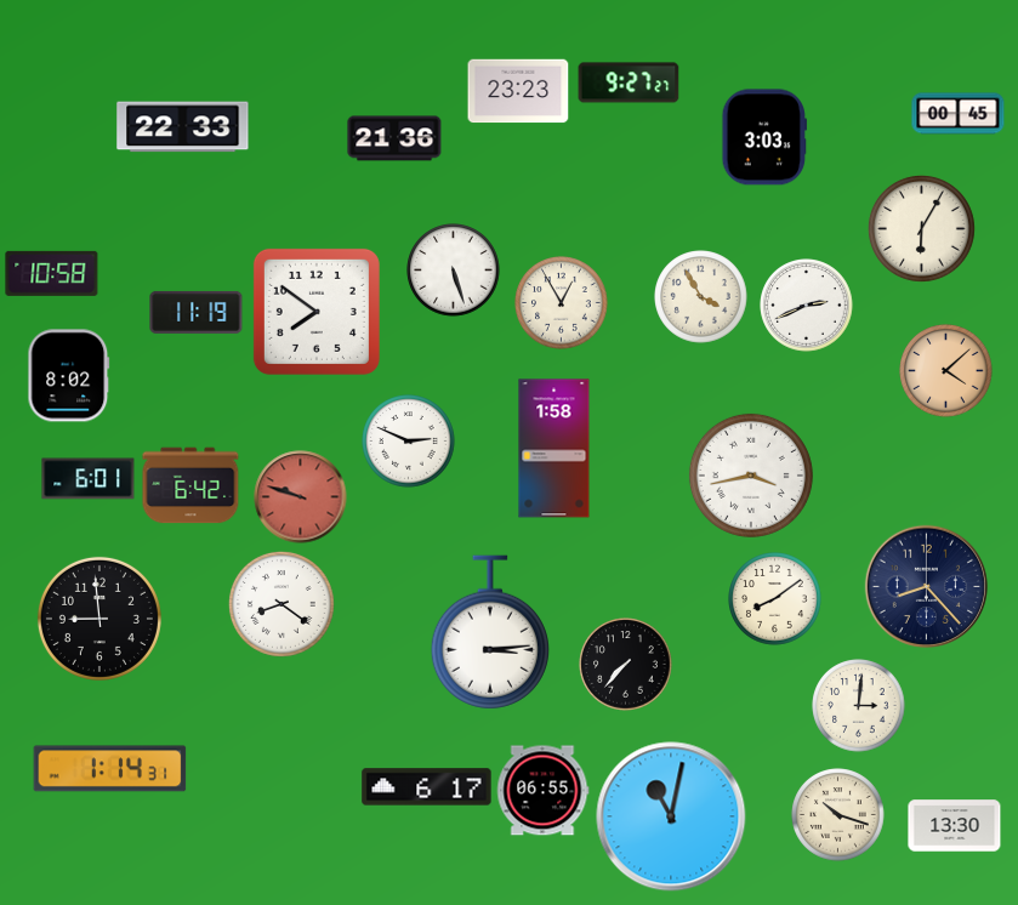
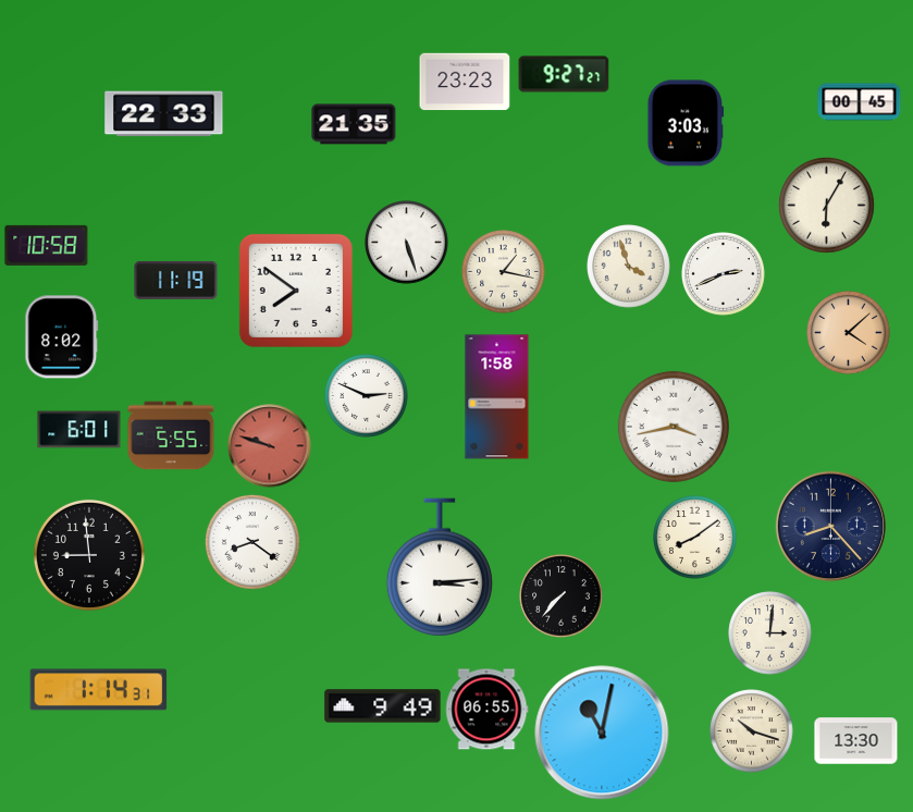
clock at (394, 138): 21:36 -> 21:35
clock at (701, 297): 3:55 -> 3:57
clock at (562, 303): 12:55 -> 1:17
clock at (317, 312) position: (317, 312) -> (296, 291)
clock at (555, 449) position: (555, 449) -> (497, 397)
clock at (190, 485): 6:42 -> 5:55
clock at (427, 787): 6:17 -> 9:49
